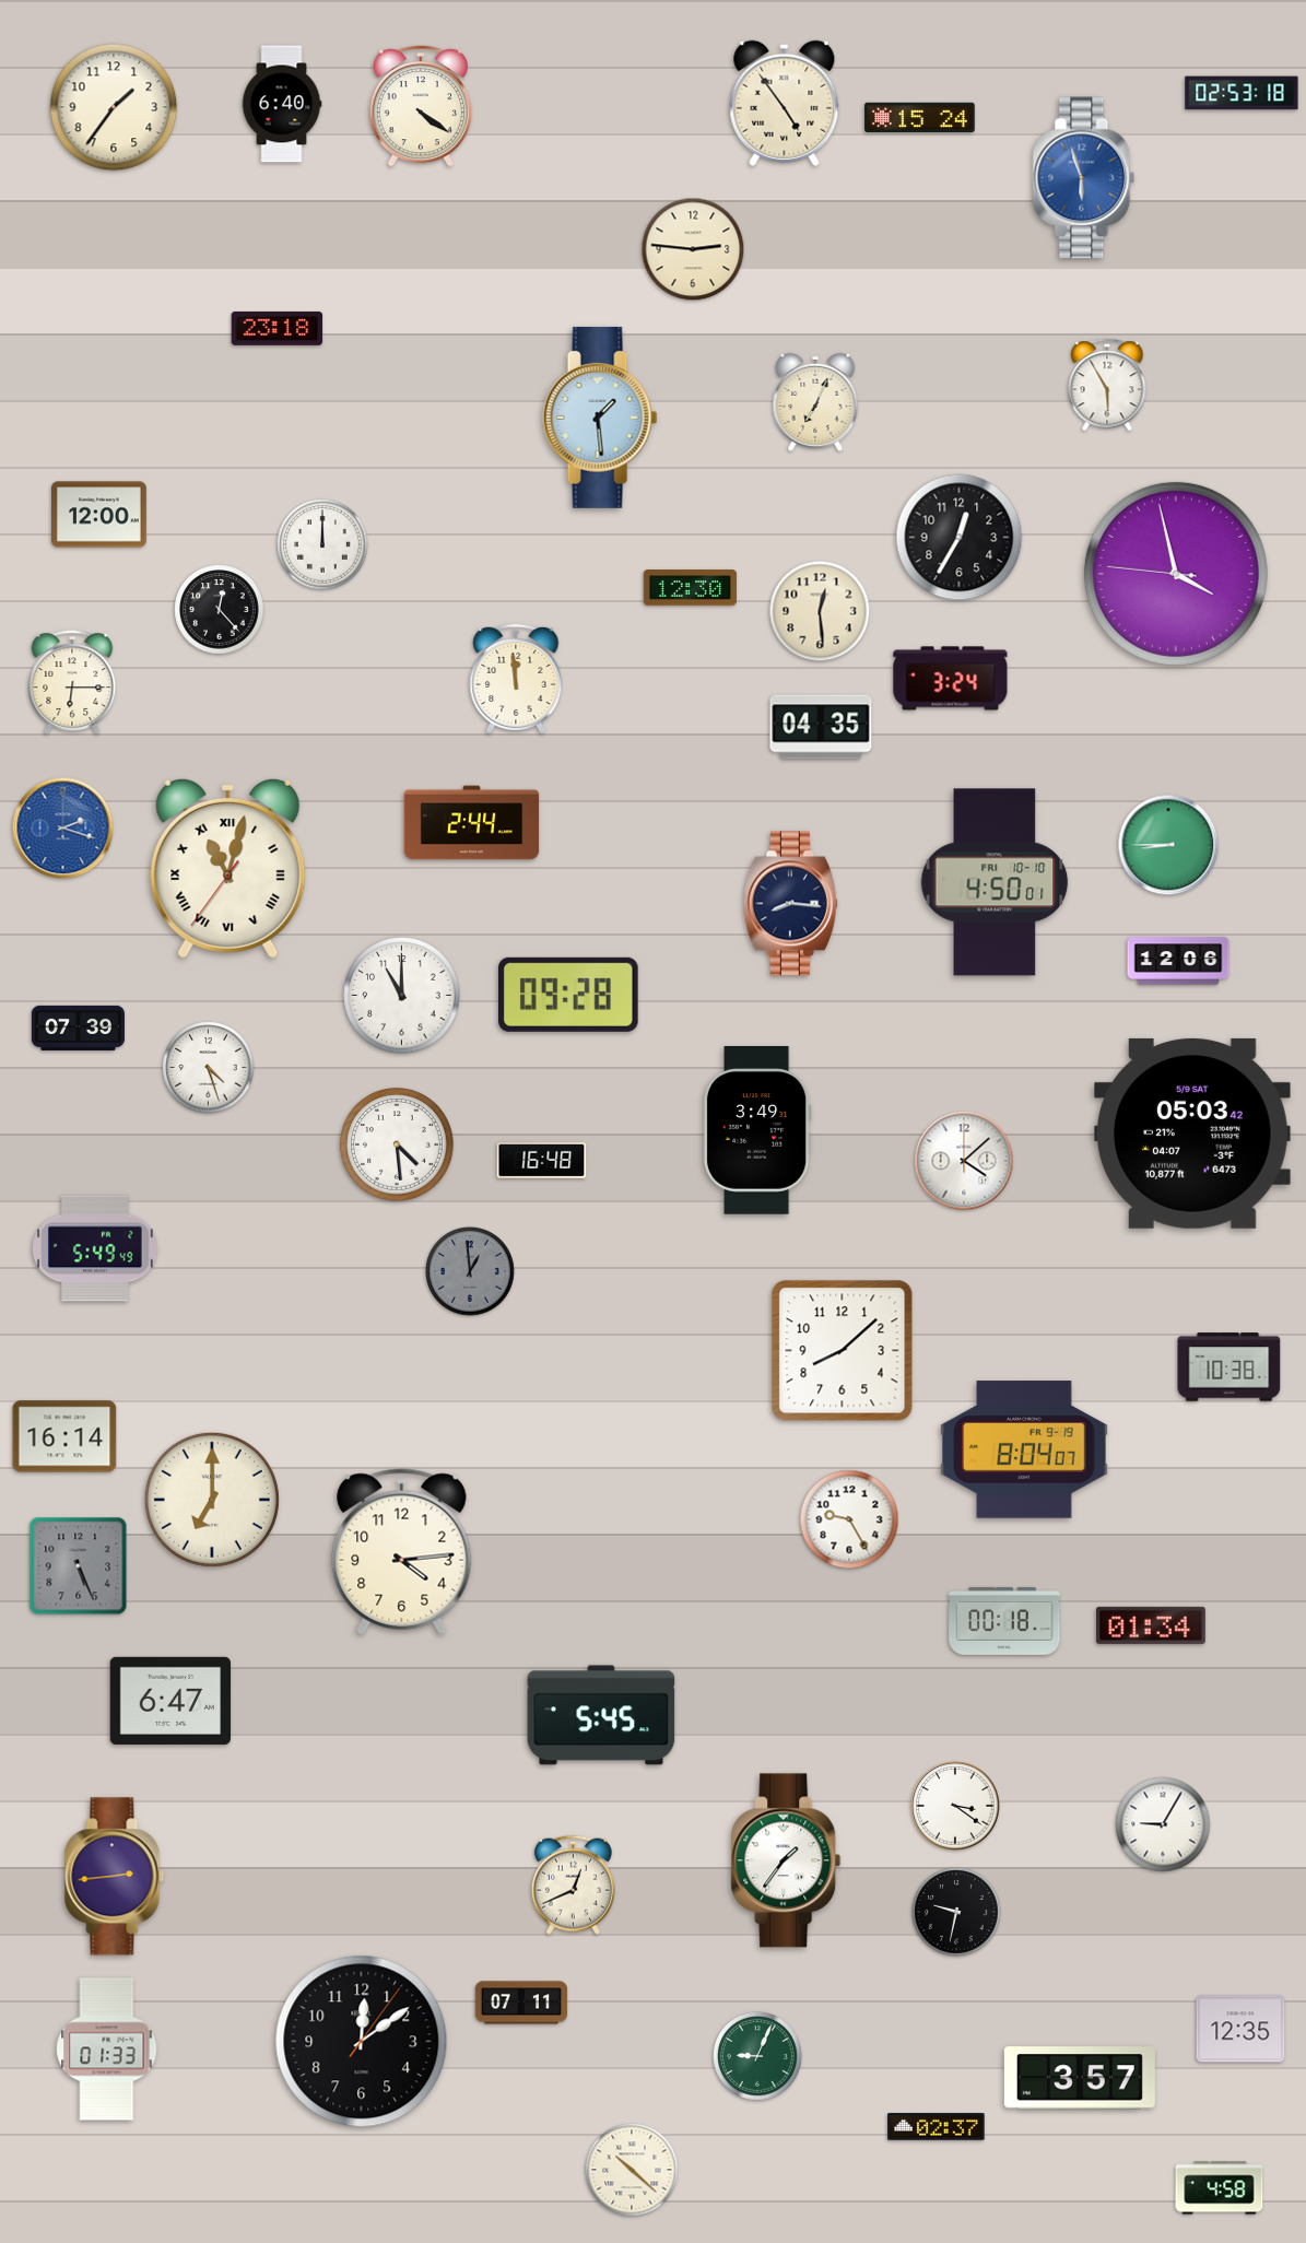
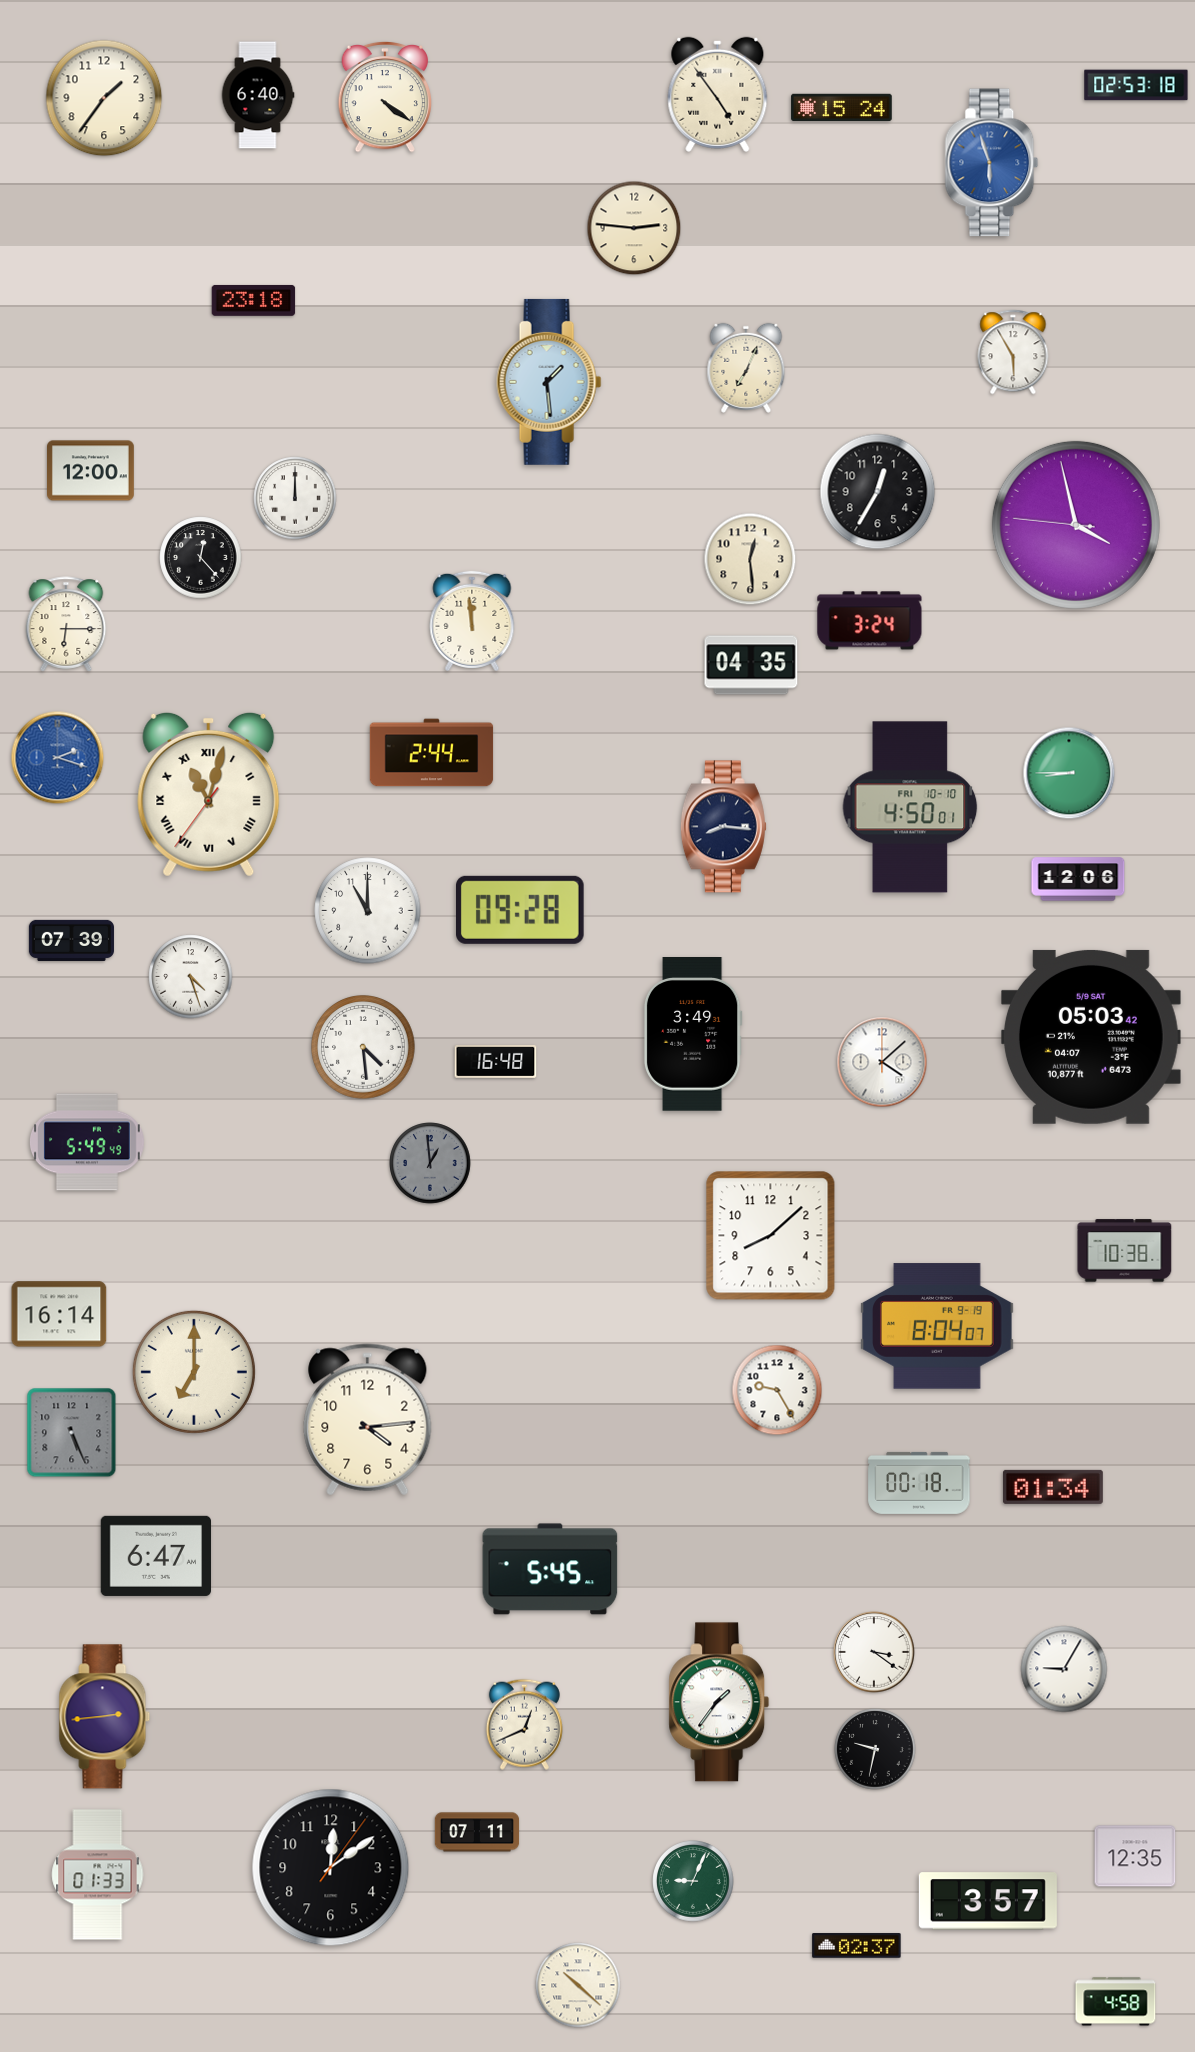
clock at (690, 588): 12:30 -> none
